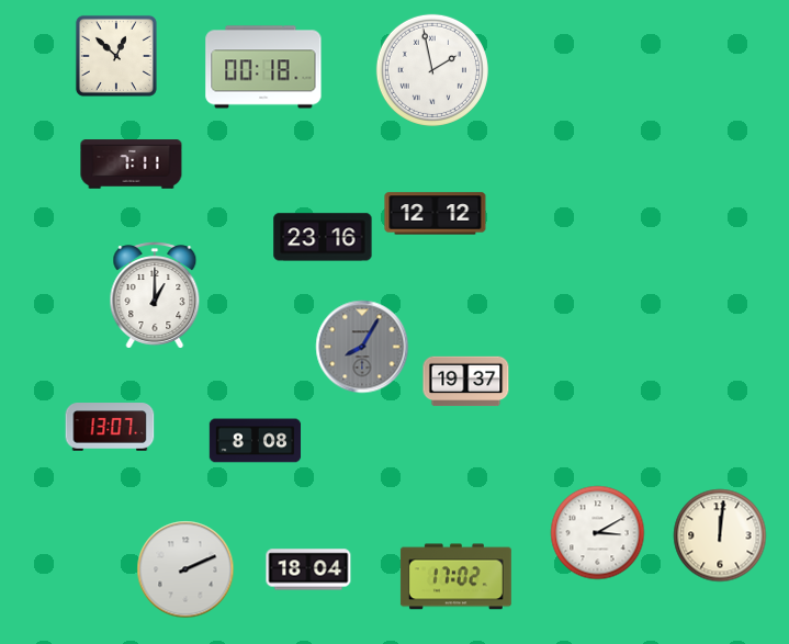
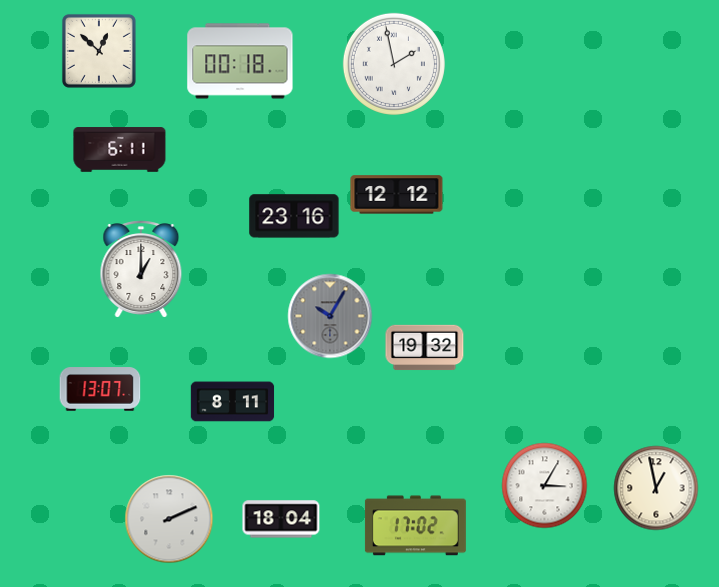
clock at (116, 56) position: (116, 56) -> (99, 51)
clock at (132, 165): 7:11 -> 6:11
clock at (362, 347): 8:05 -> 10:05
clock at (466, 382): 19:37 -> 19:32
clock at (256, 441): 8:08 -> 8:11
clock at (598, 533): 3:10 -> 3:05
clock at (720, 535): 12:01 -> 12:58
